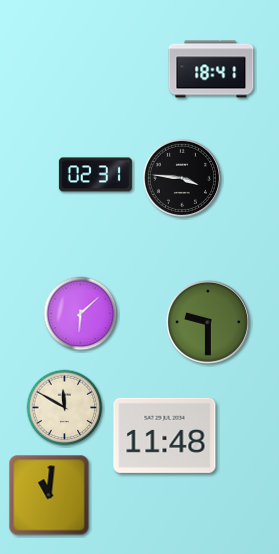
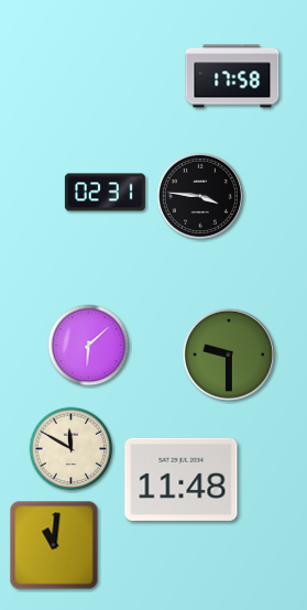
clock at (211, 69): 18:41 -> 17:58
